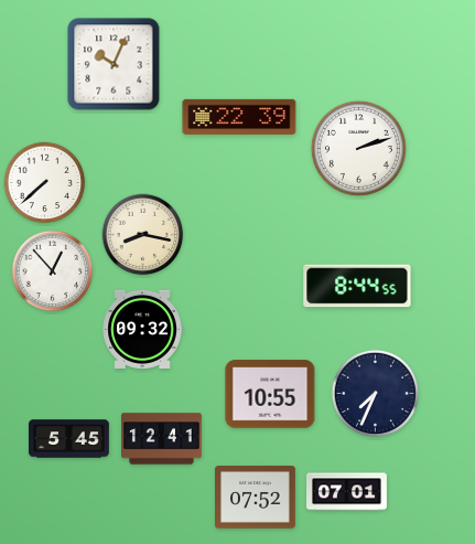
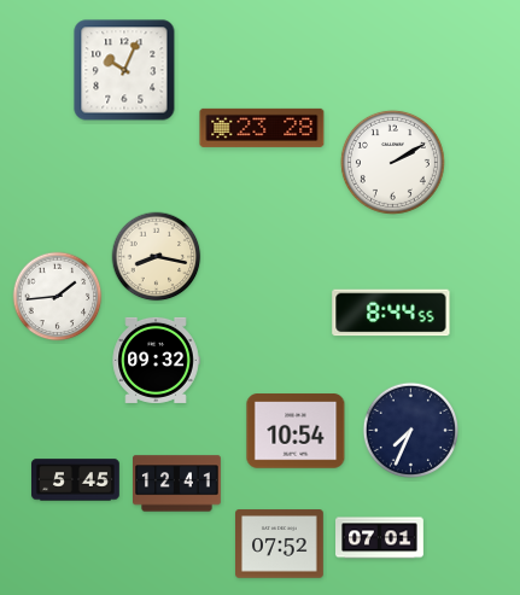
clock at (239, 117): 22:39 -> 23:28
clock at (358, 148): 2:12 -> 2:10
clock at (45, 183): 7:38 -> none
clock at (53, 271): 12:53 -> 1:44
clock at (270, 394): 10:55 -> 10:54
clock at (162, 439) position: (162, 439) -> (177, 484)
